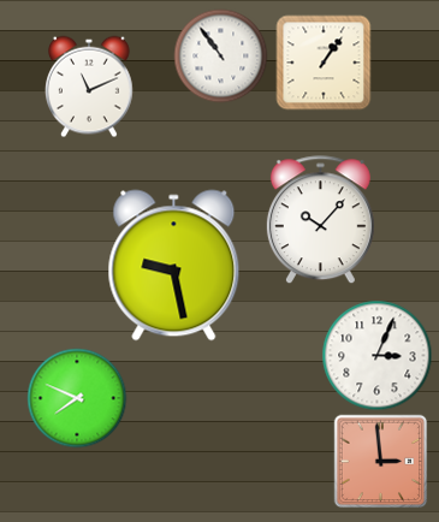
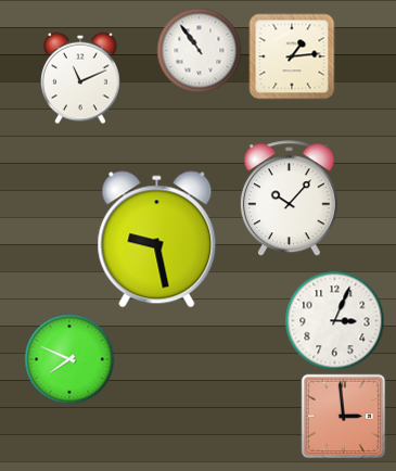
clock at (324, 63): 1:06 -> 1:14
clock at (376, 355) position: (376, 355) -> (334, 320)
